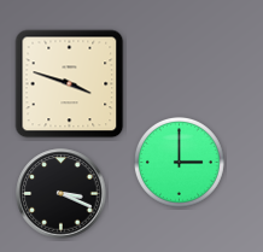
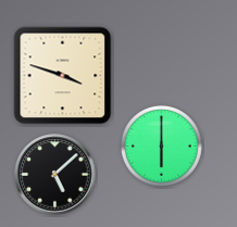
clock at (179, 162): 3:00 -> 6:00
clock at (62, 194): 3:19 -> 5:08
